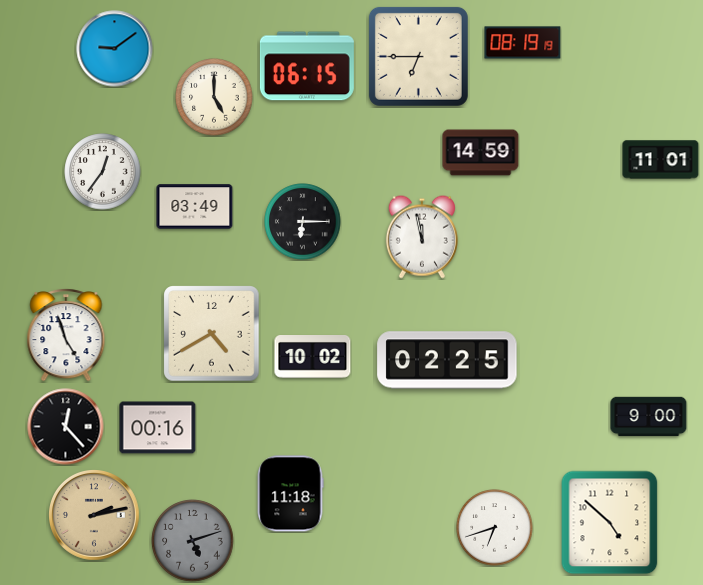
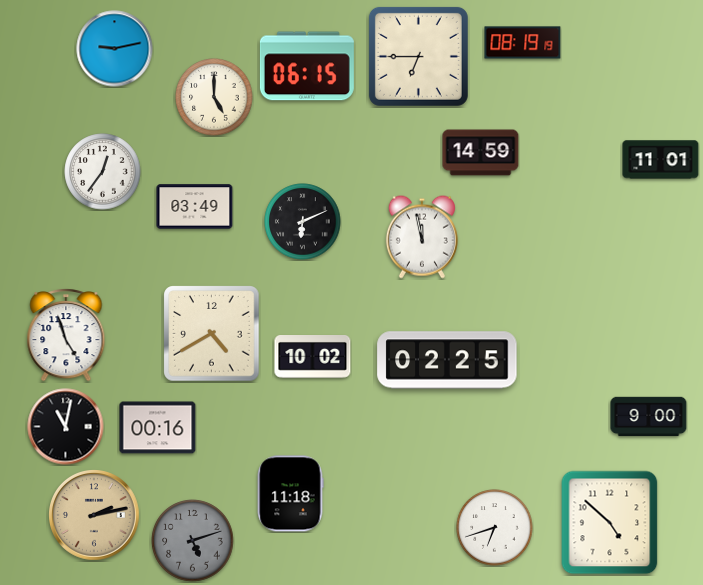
clock at (115, 49): 9:09 -> 9:13
clock at (303, 222): 6:15 -> 6:11
clock at (66, 427): 12:23 -> 11:02
